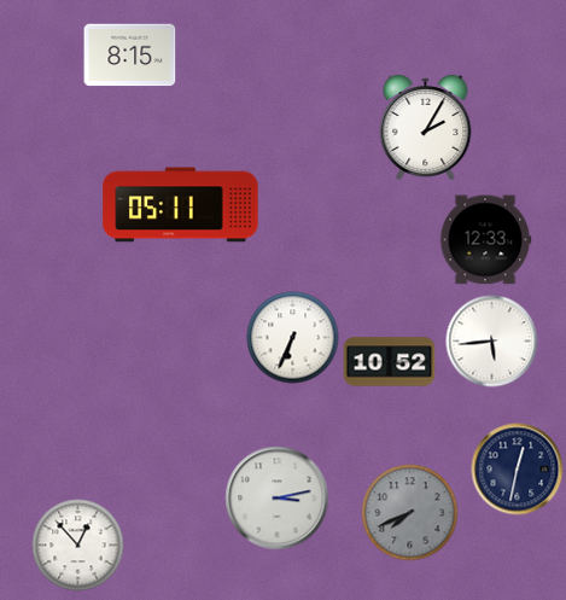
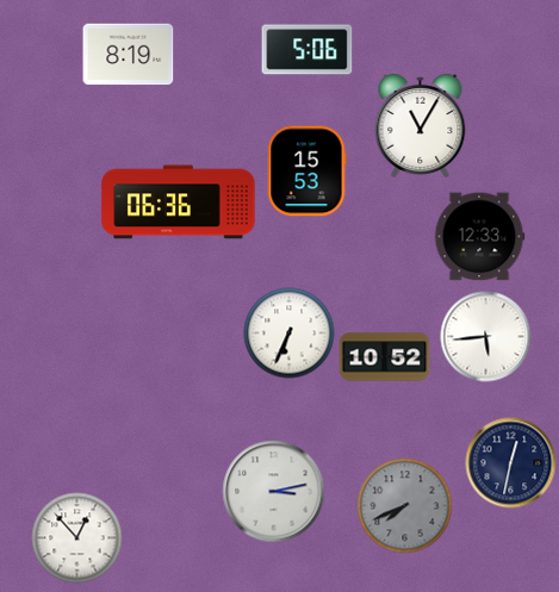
clock at (308, 50): none -> 5:06
clock at (130, 56): 8:15 -> 8:19
clock at (426, 128): 2:05 -> 11:05
clock at (306, 172): none -> 15:53
clock at (181, 205): 05:11 -> 06:36
